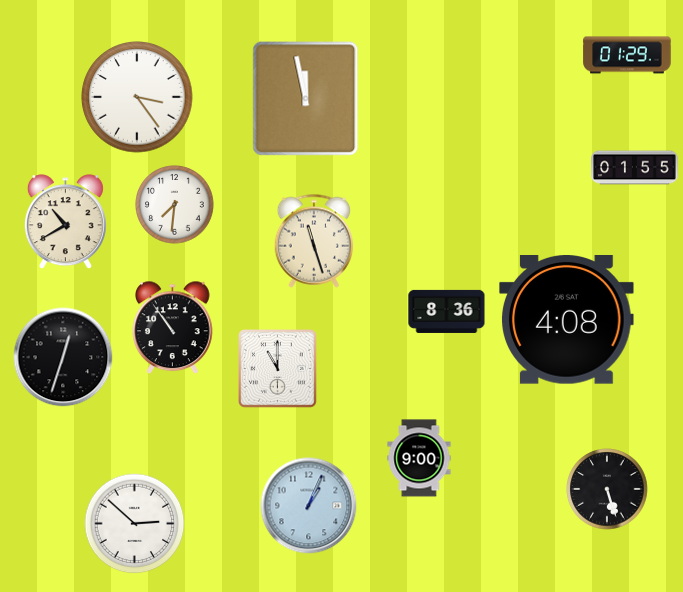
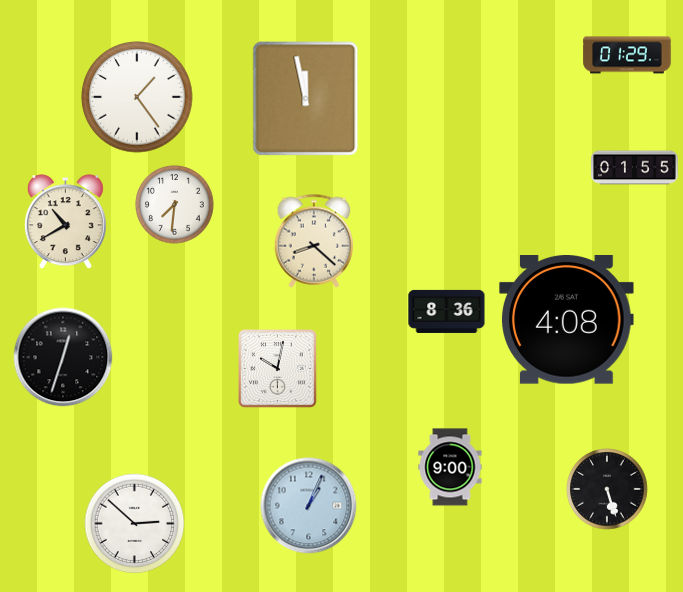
clock at (137, 97): 3:24 -> 1:24
clock at (314, 241): 11:27 -> 8:22
clock at (173, 328): 10:54 -> none
clock at (278, 369): 11:00 -> 10:02
clock at (419, 458) position: (419, 458) -> (450, 467)
